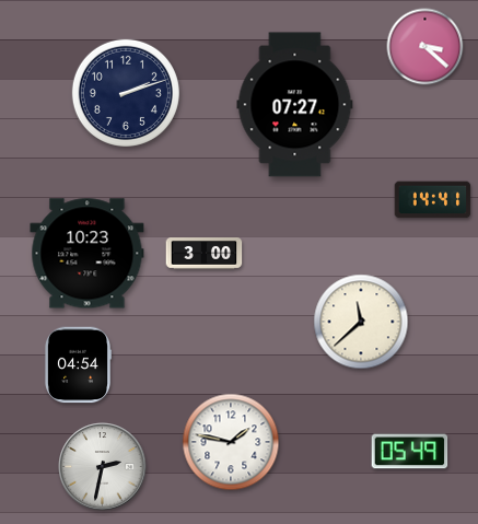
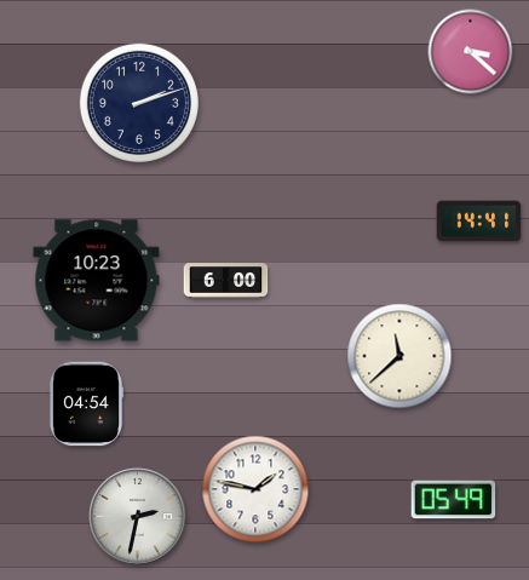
clock at (295, 105): 07:27 -> none
clock at (205, 254): 3:00 -> 6:00
clock at (103, 467) position: (103, 467) -> (138, 517)
